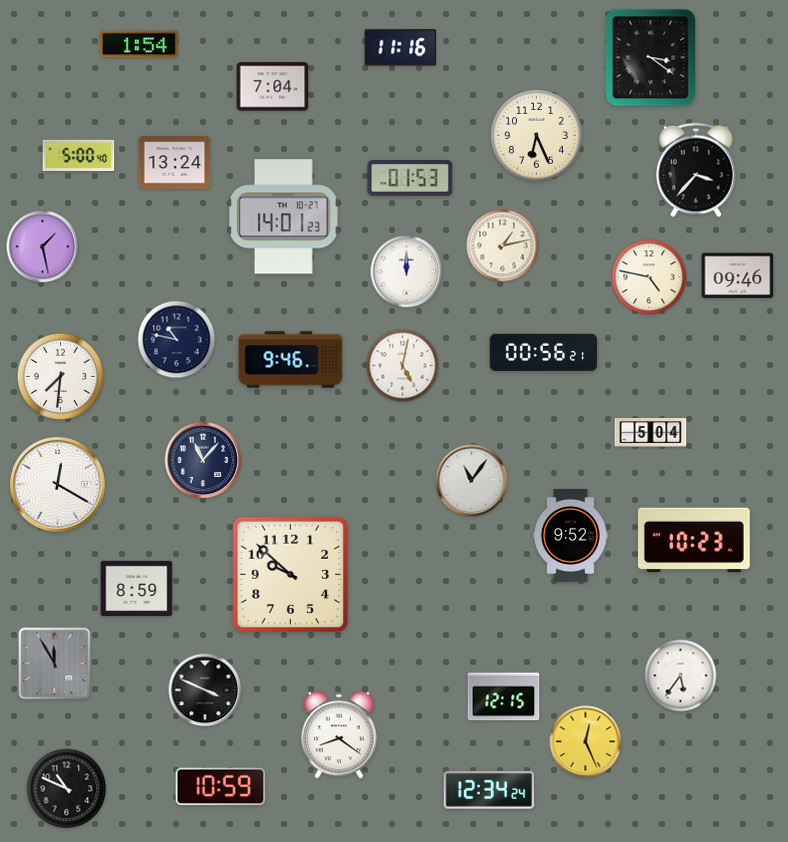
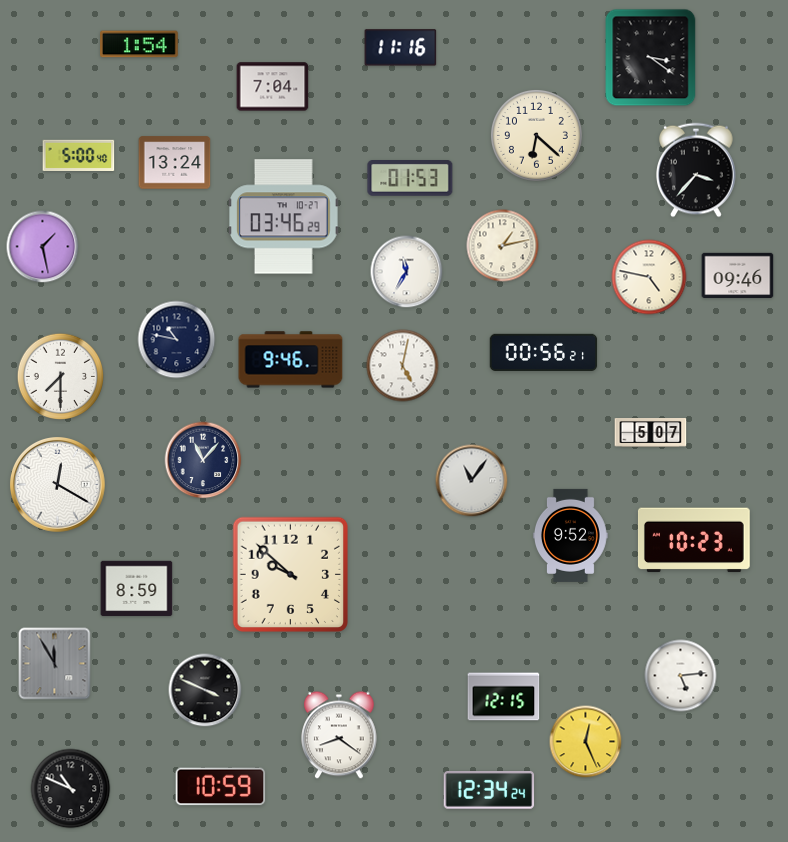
clock at (536, 135): 6:26 -> 6:22
clock at (284, 217): 14:01 -> 03:46
clock at (407, 272): 12:00 -> 11:35
clock at (60, 376): 7:31 -> 7:30
clock at (651, 433): 5:04 -> 5:07
clock at (681, 676): 5:36 -> 5:14
clock at (67, 789) position: (67, 789) -> (71, 789)
